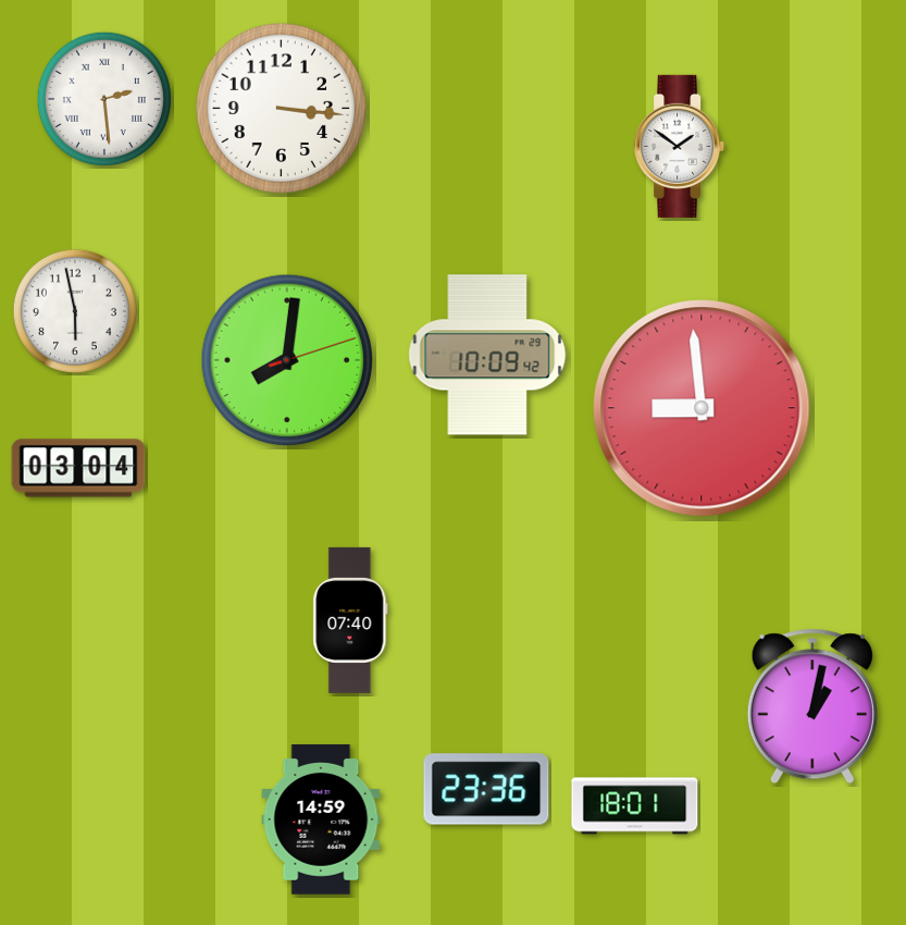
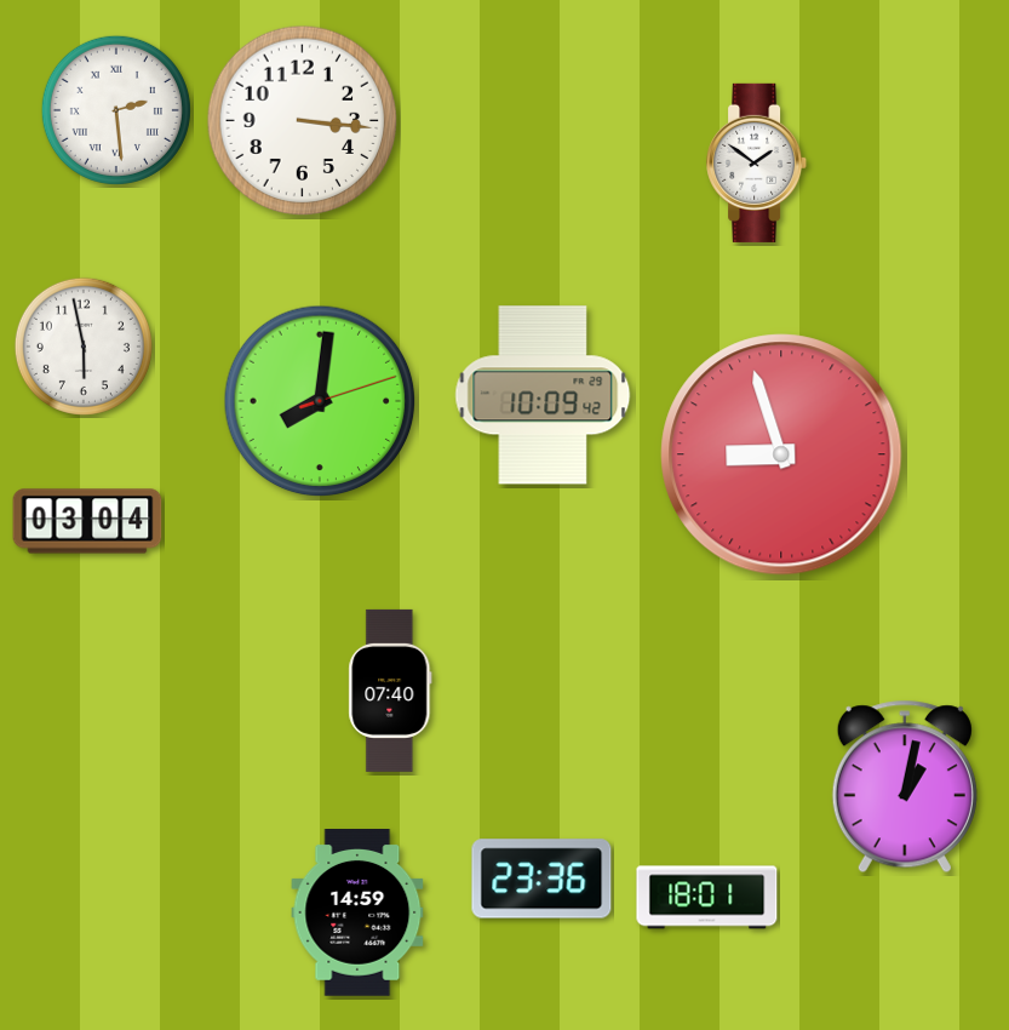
clock at (282, 109) position: (282, 109) -> (303, 121)
clock at (702, 408): 8:59 -> 8:57
